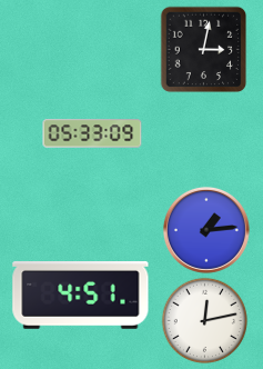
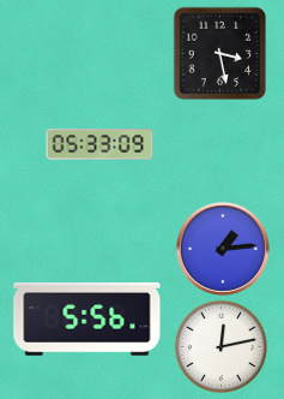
clock at (203, 49): 3:02 -> 3:28
clock at (81, 296): 4:51 -> 5:56
